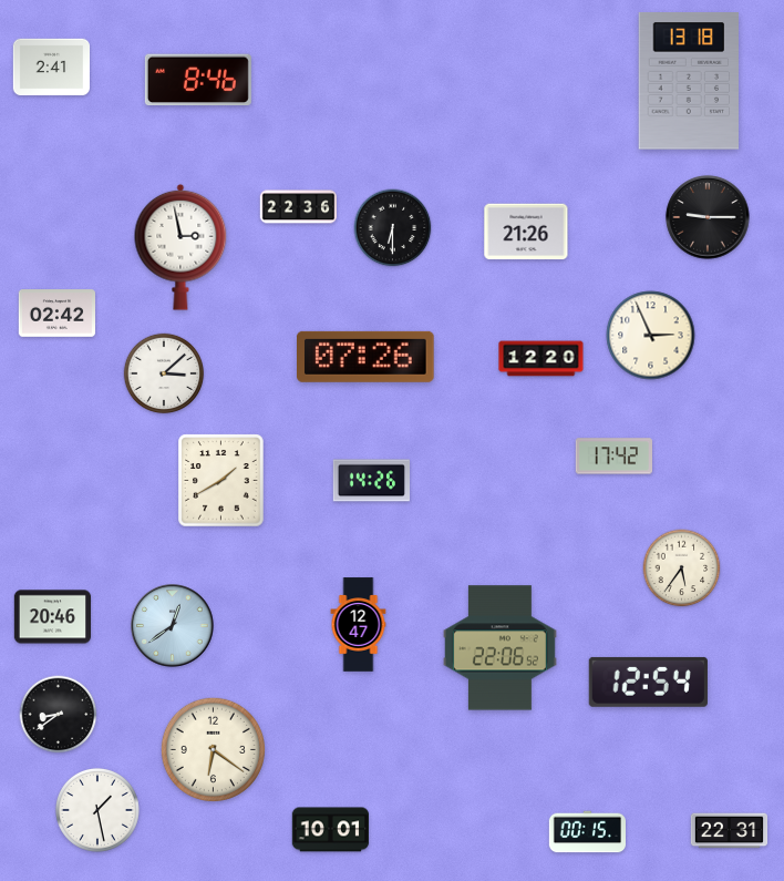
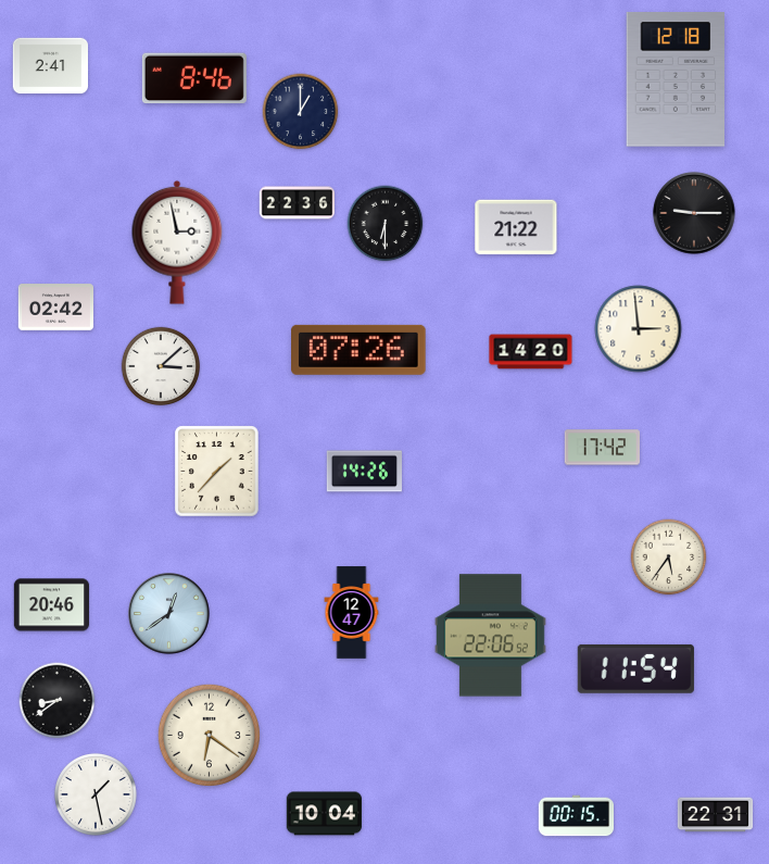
clock at (689, 81): 13:18 -> 12:18
clock at (301, 112): none -> 1:00
clock at (298, 207) position: (298, 207) -> (297, 203)
clock at (526, 232): 21:26 -> 21:22
clock at (651, 336): 2:56 -> 2:59
clock at (541, 359): 12:20 -> 14:20
clock at (221, 481): 1:40 -> 1:37
clock at (648, 682): 12:54 -> 11:54
clock at (330, 830): 10:01 -> 10:04
